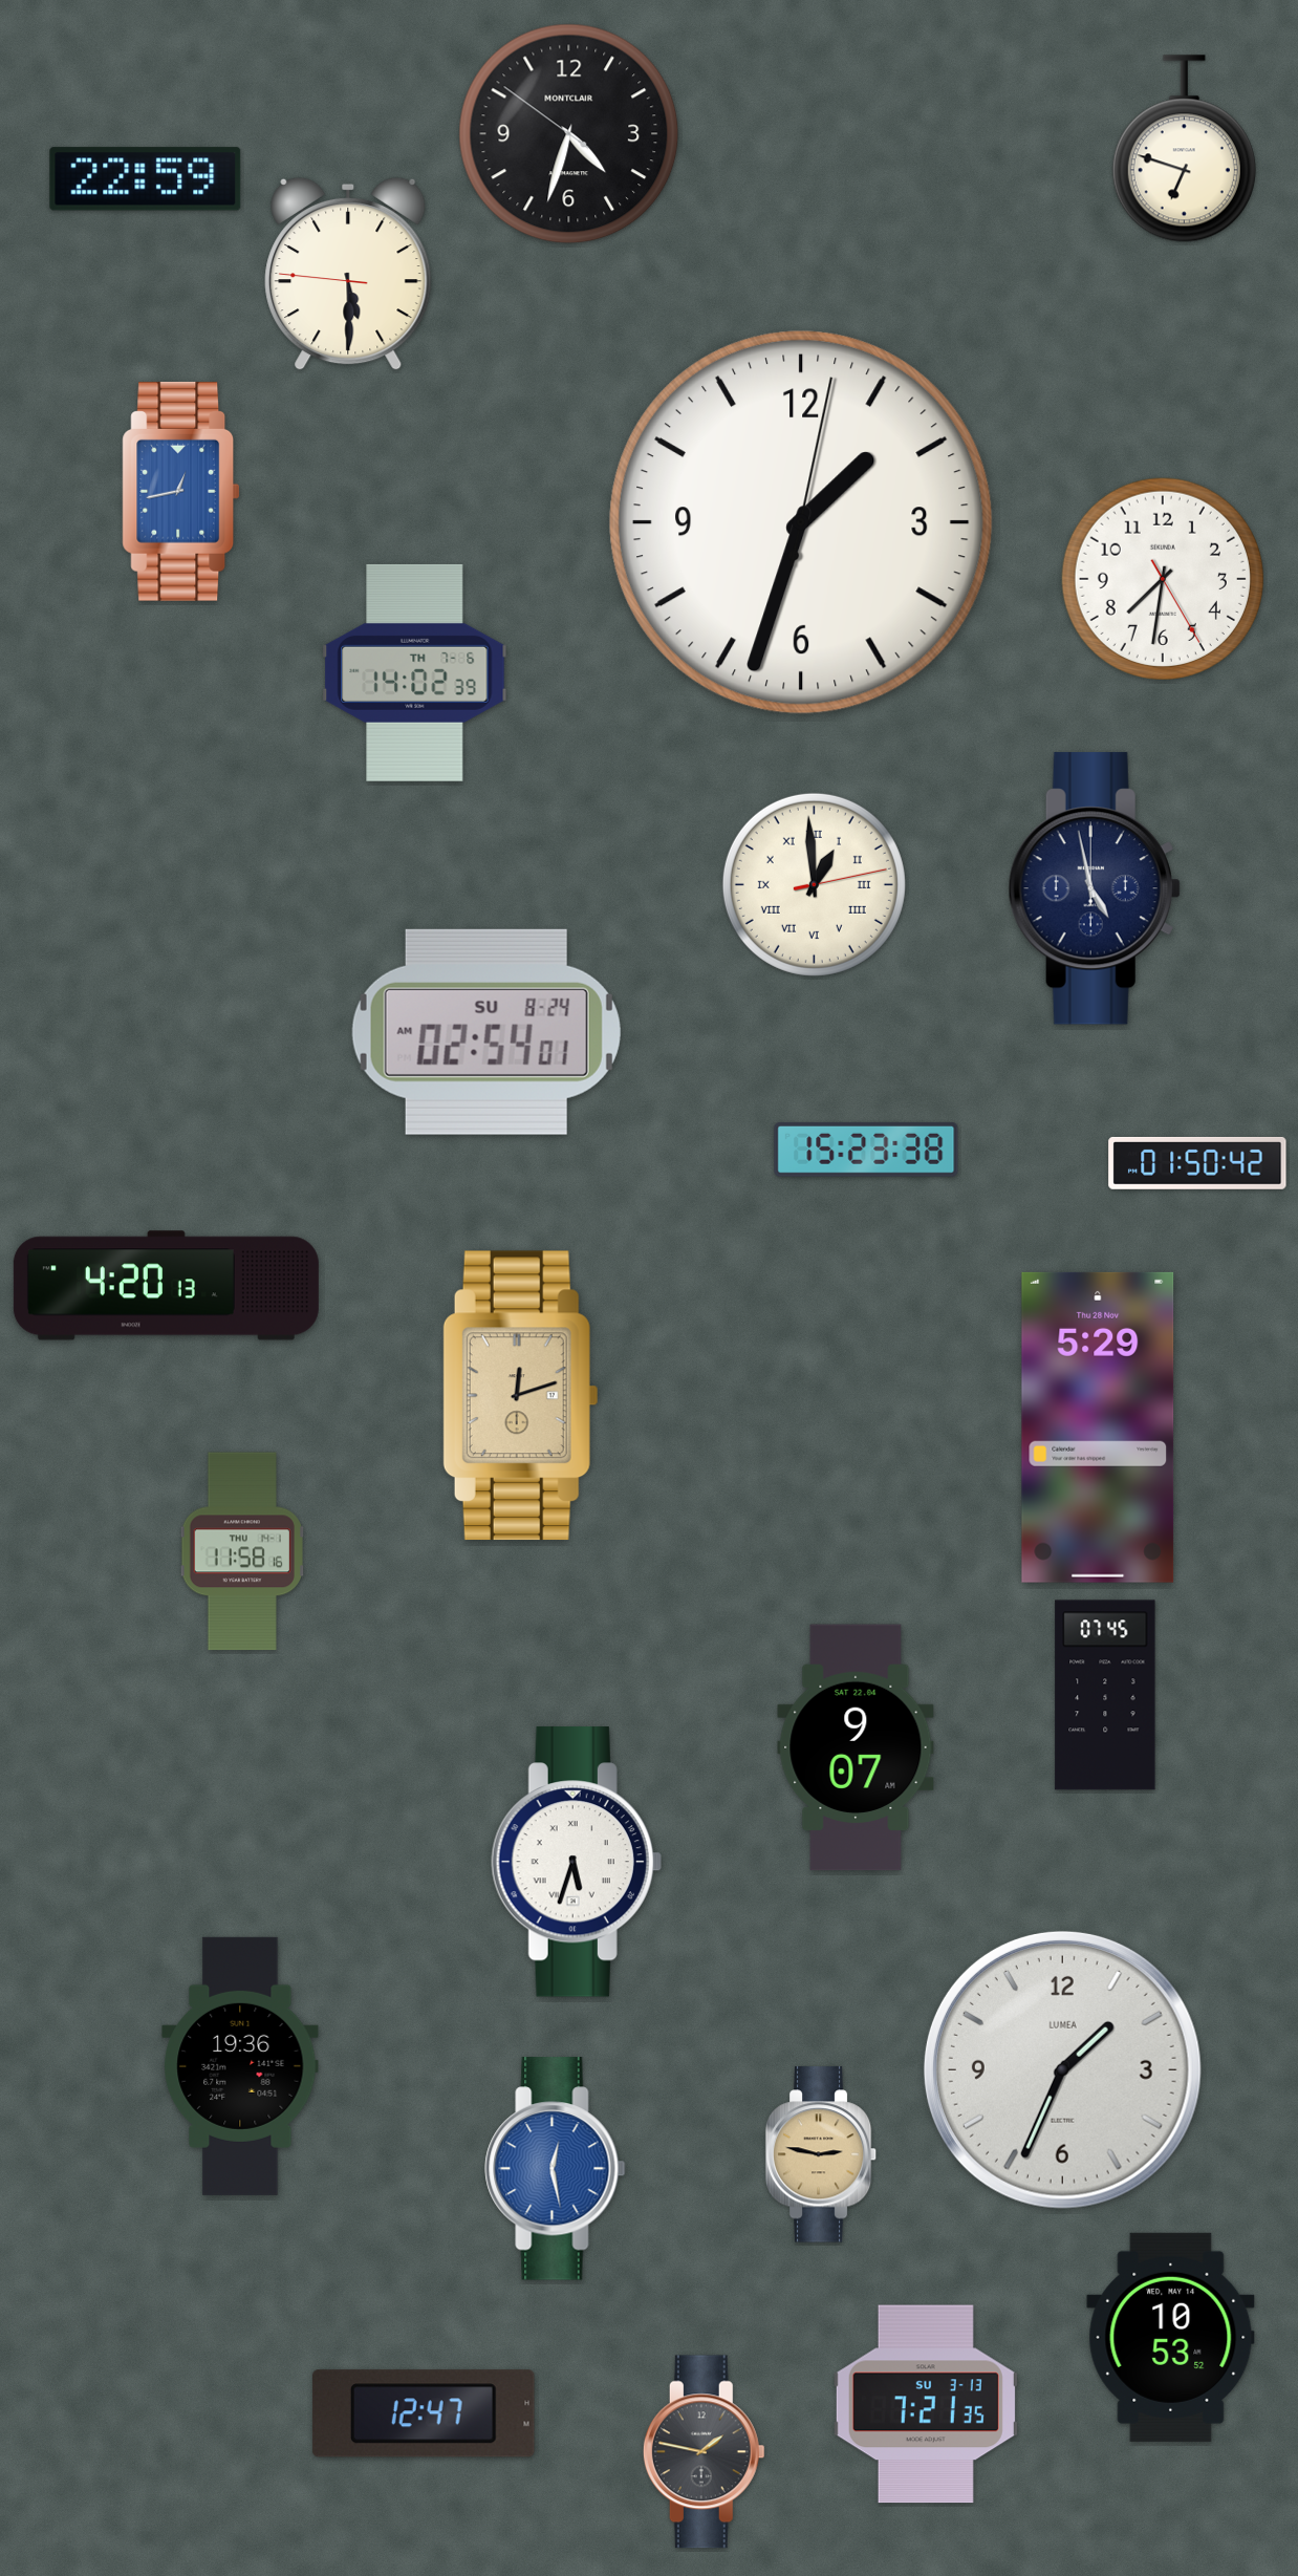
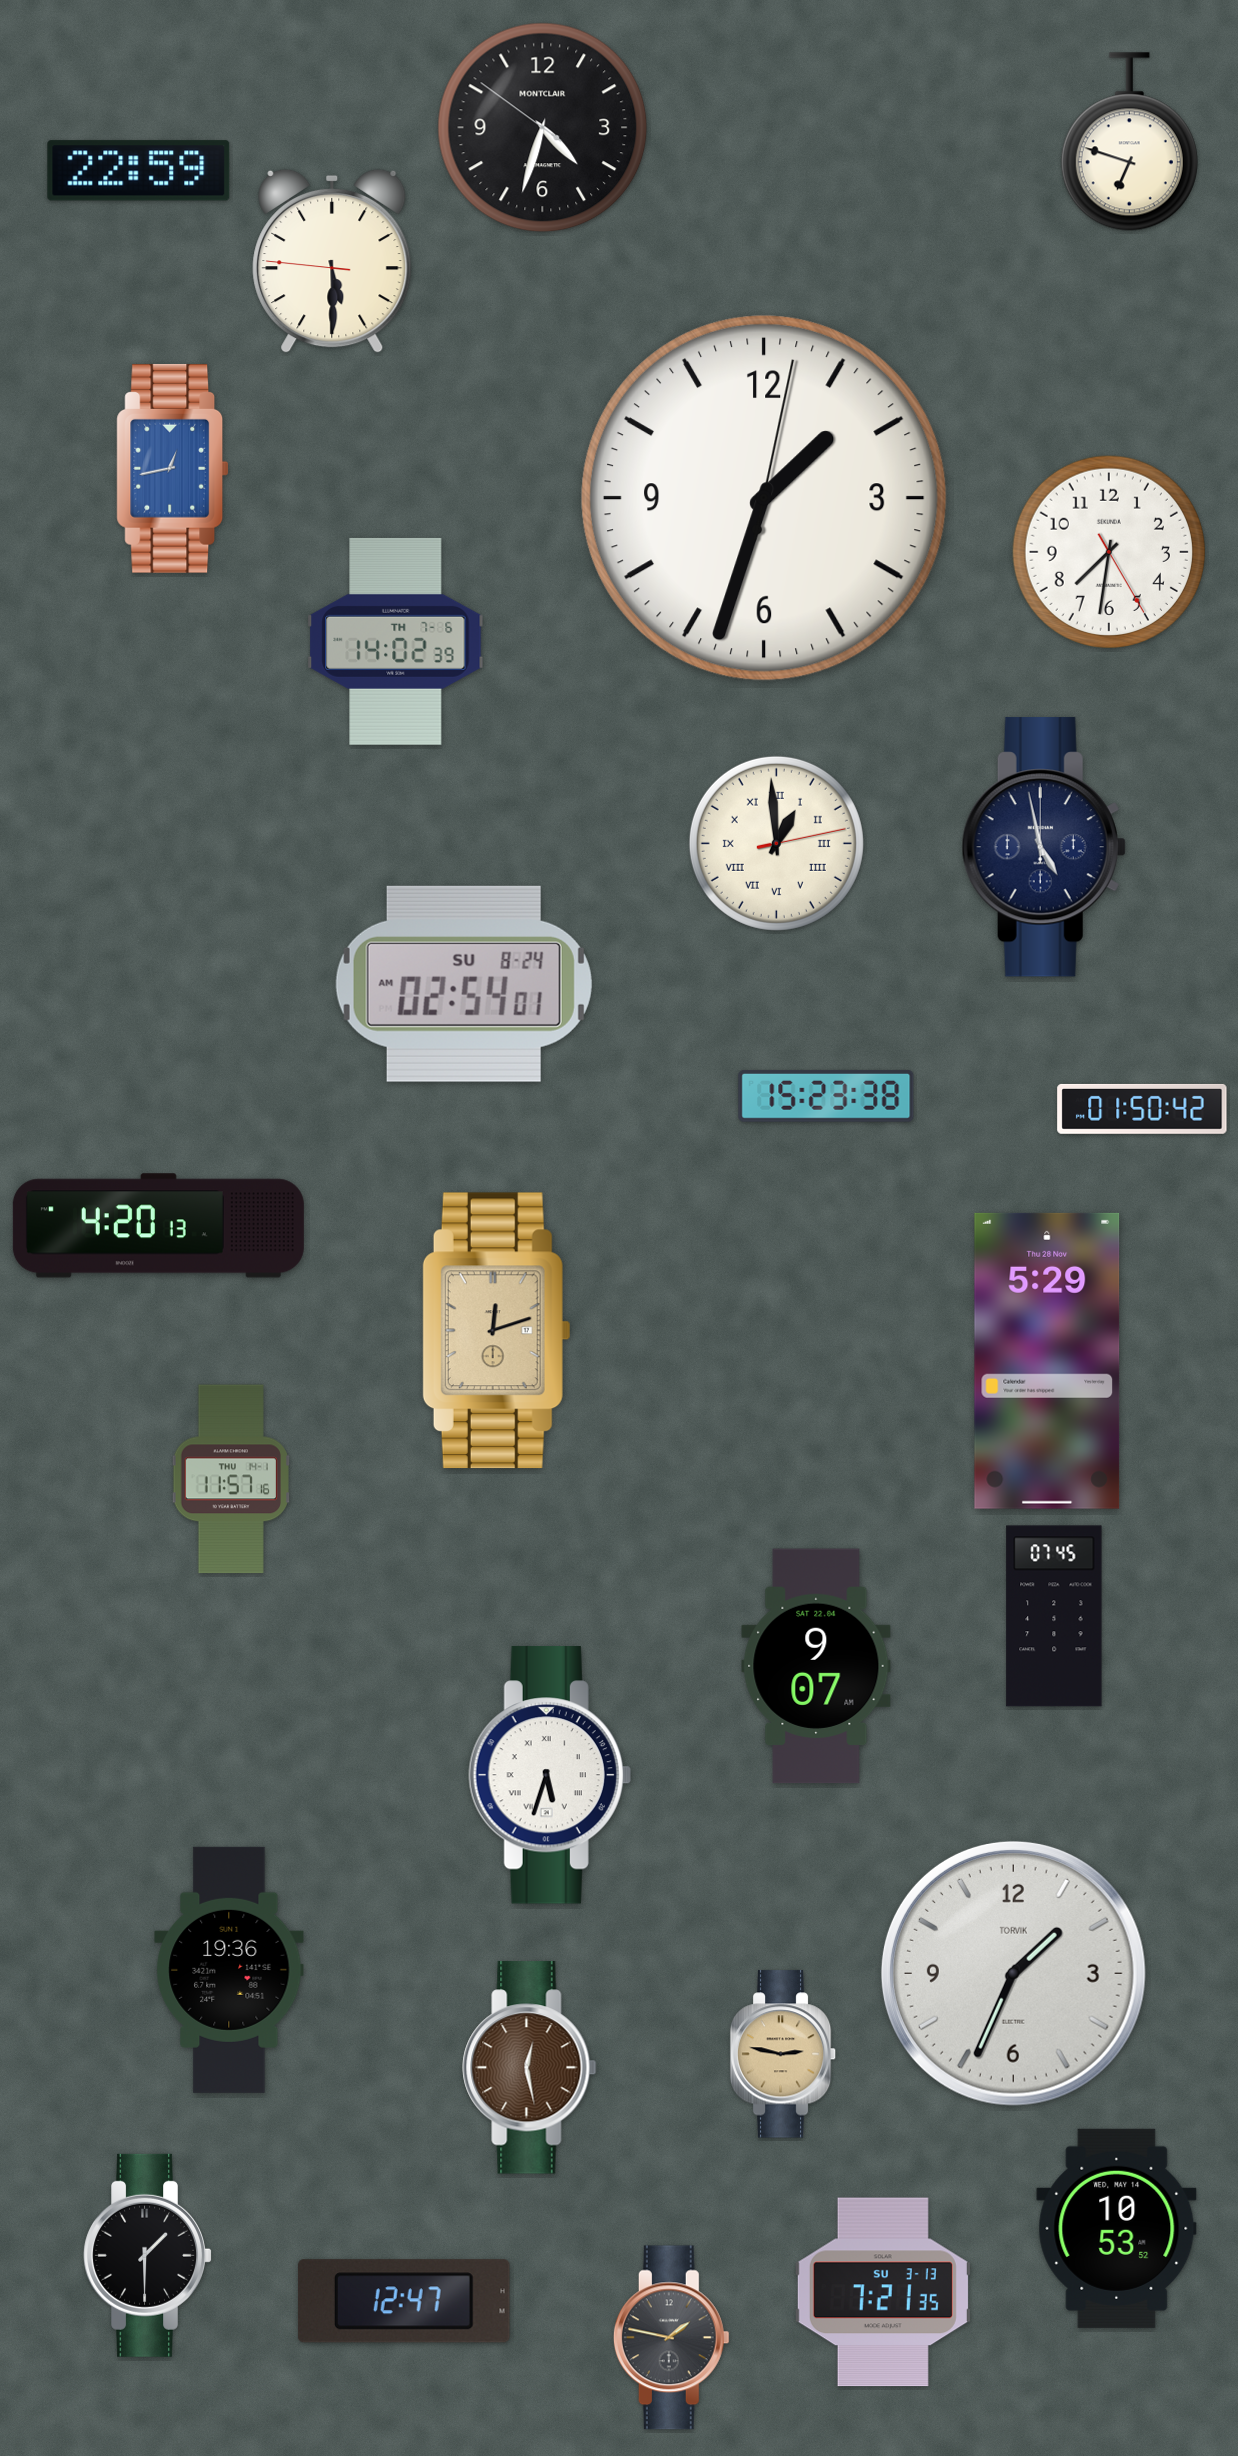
clock at (241, 1551): 11:58 -> 11:57
clock at (1062, 2069) brand: LUMEA -> TORVIK
clock at (556, 2169) dial: blue -> brown
clock at (147, 2255): none -> 1:30
